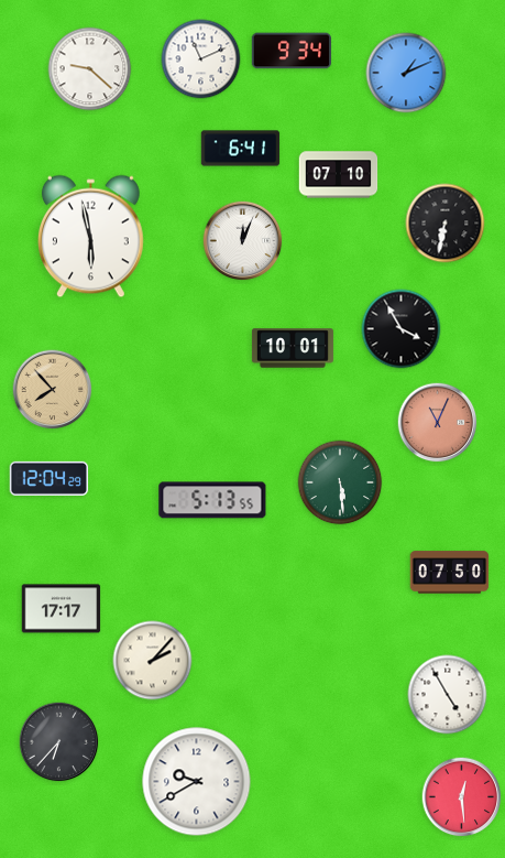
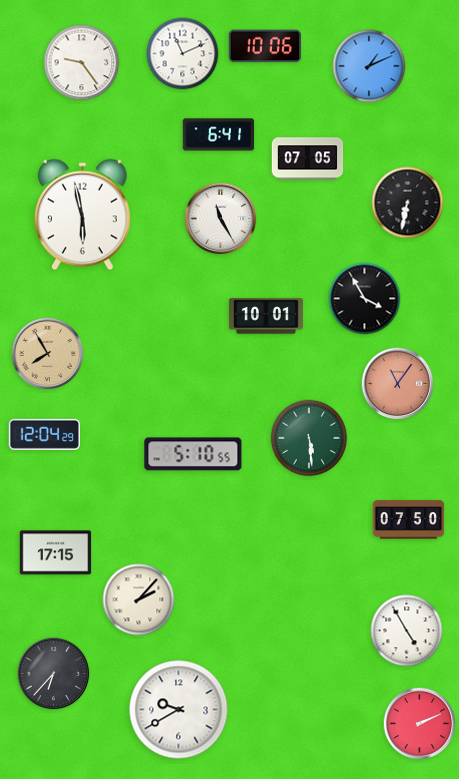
clock at (290, 51): 9:34 -> 10:06
clock at (90, 69): 9:22 -> 9:24
clock at (339, 175): 07:10 -> 07:05
clock at (446, 224) position: (446, 224) -> (408, 203)
clock at (243, 241): 12:04 -> 11:25
clock at (53, 390): 7:53 -> 7:55
clock at (438, 423): 11:04 -> 11:06
clock at (212, 500): 5:13 -> 5:10
clock at (62, 609): 17:17 -> 17:15
clock at (462, 797): 12:29 -> 2:11
